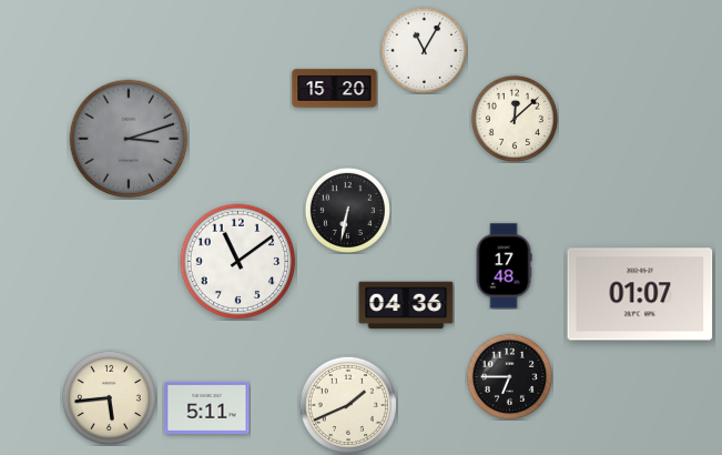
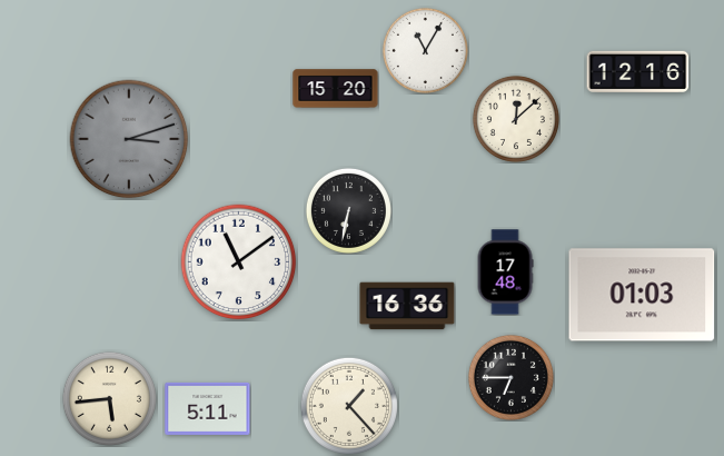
clock at (638, 71): none -> 12:16
clock at (504, 266) position: (504, 266) -> (505, 272)
clock at (640, 294): 01:07 -> 01:03
clock at (406, 305): 04:36 -> 16:36
clock at (348, 405): 1:41 -> 1:23
